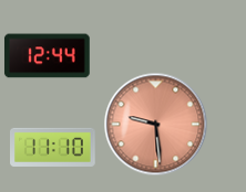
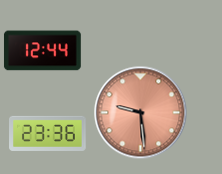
clock at (53, 147): 11:10 -> 23:36
